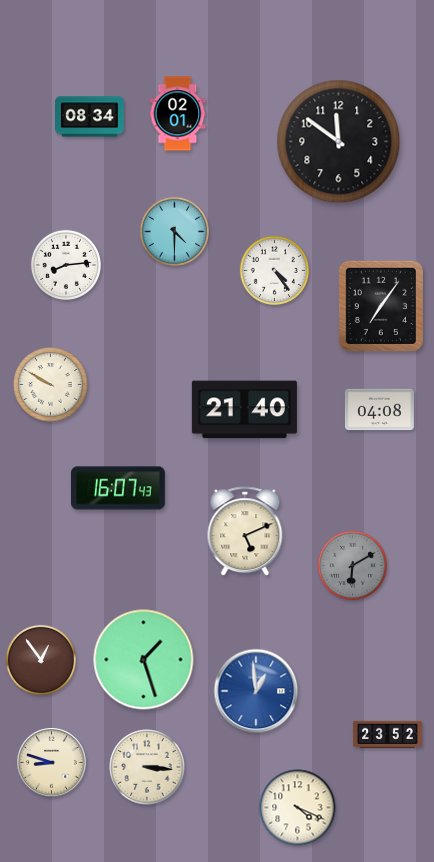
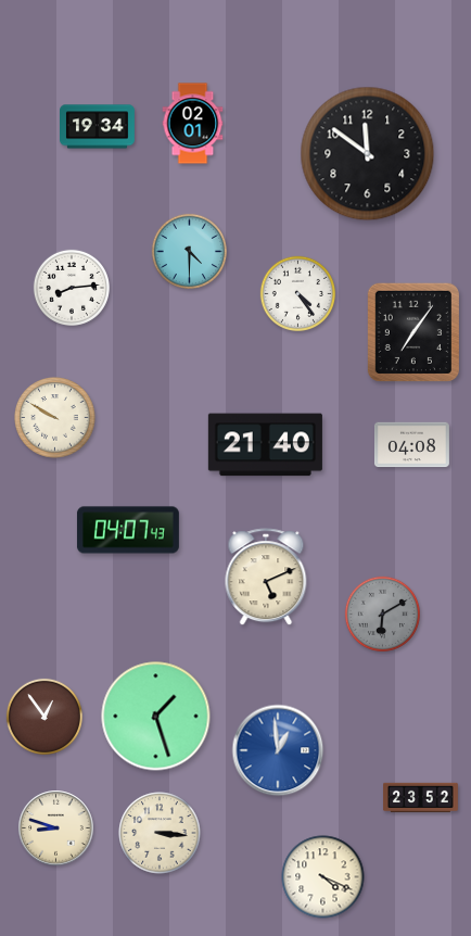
clock at (90, 117): 08:34 -> 19:34
clock at (118, 488): 16:07 -> 04:07
